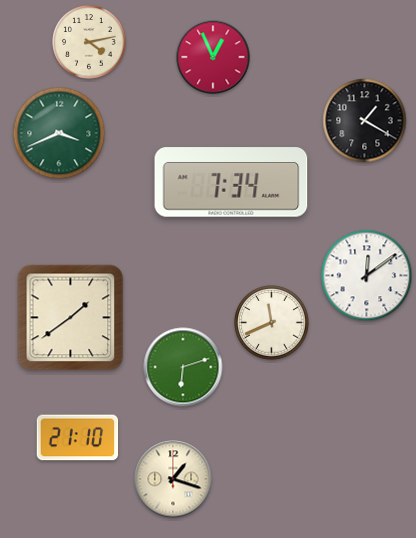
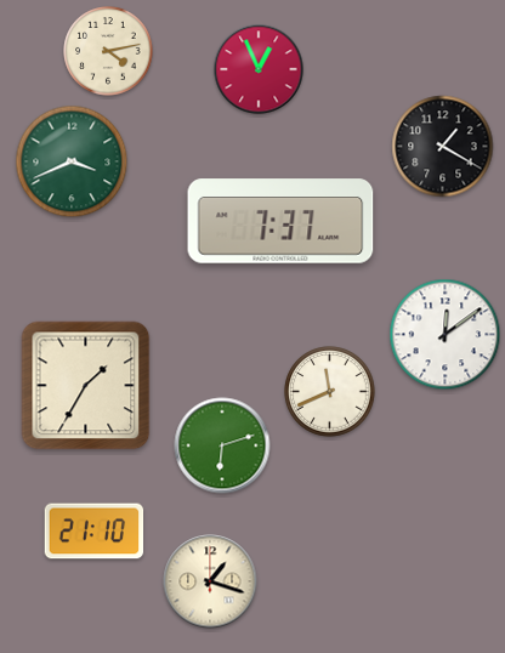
clock at (231, 182): 7:34 -> 7:37
clock at (71, 318): 1:39 -> 1:35
